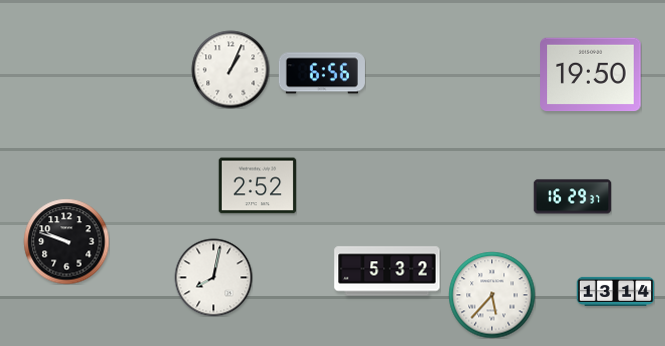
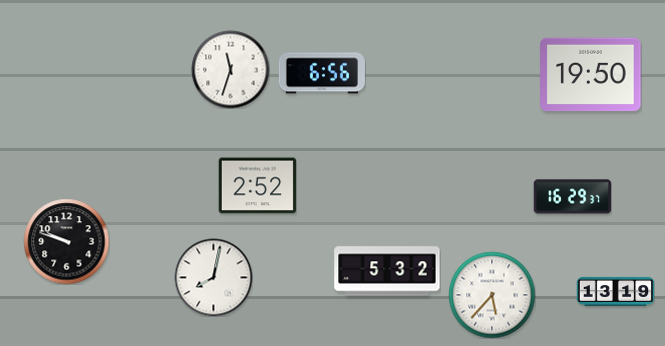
clock at (230, 69): 1:04 -> 11:33
clock at (615, 291): 13:14 -> 13:19
